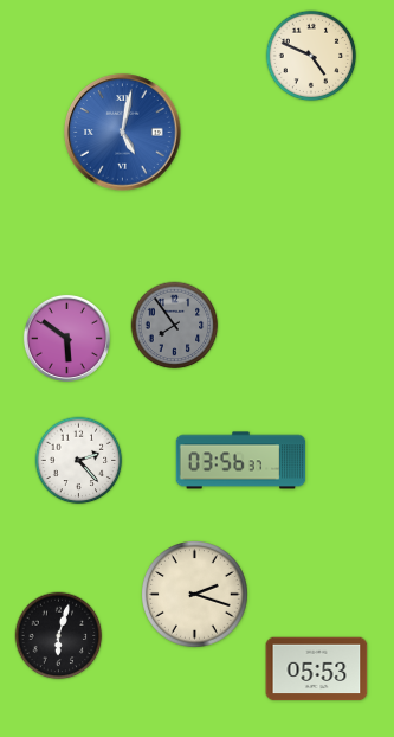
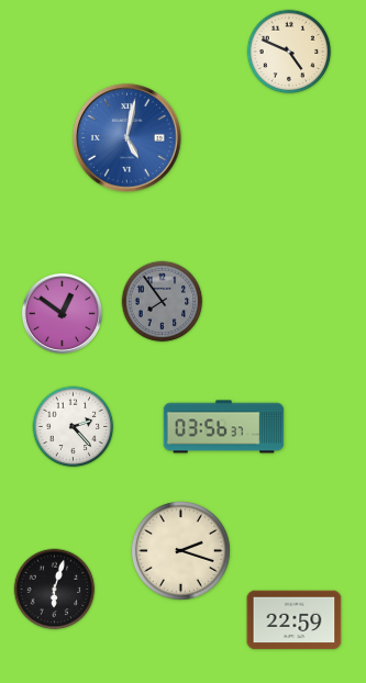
clock at (123, 133) position: (123, 133) -> (127, 138)
clock at (66, 338): 5:51 -> 12:51
clock at (317, 669): 05:53 -> 22:59
